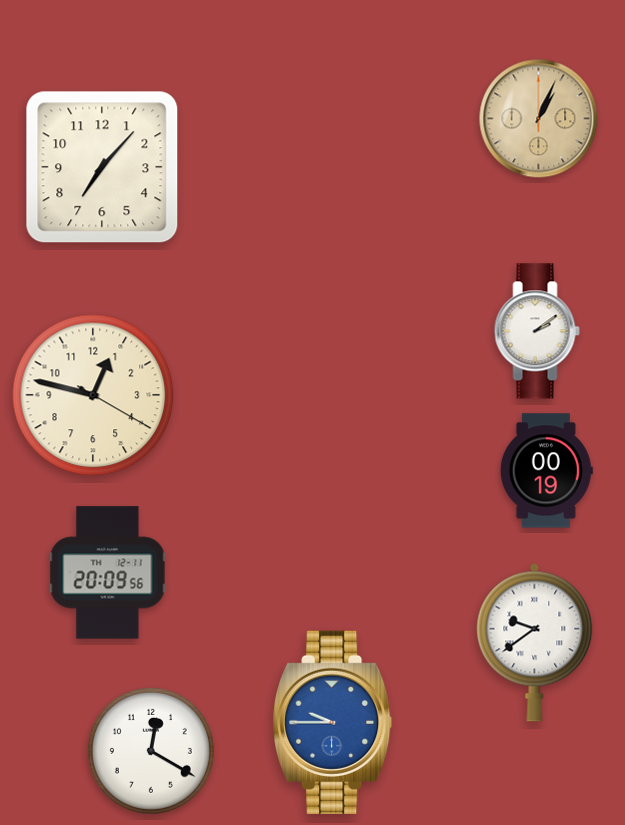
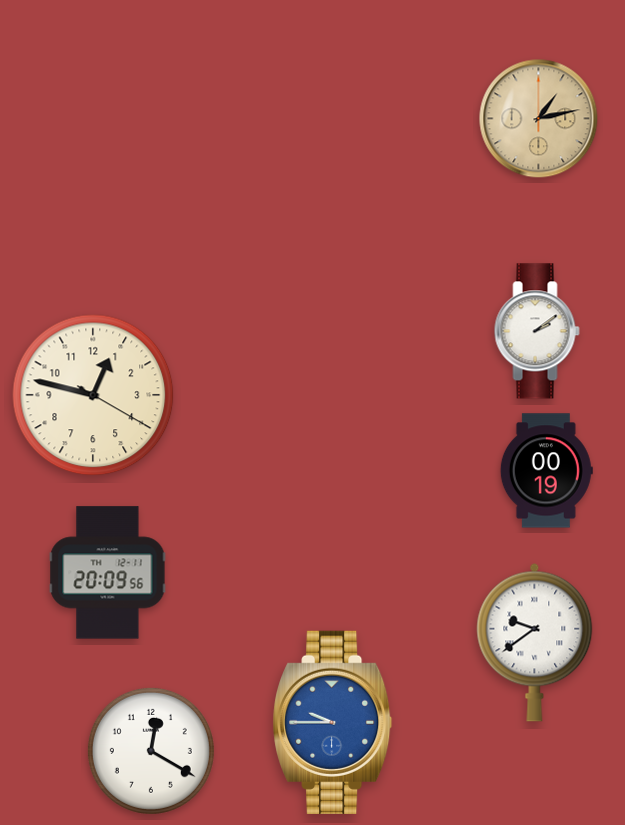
clock at (539, 119): 1:04 -> 1:13
clock at (102, 167): 7:07 -> none
